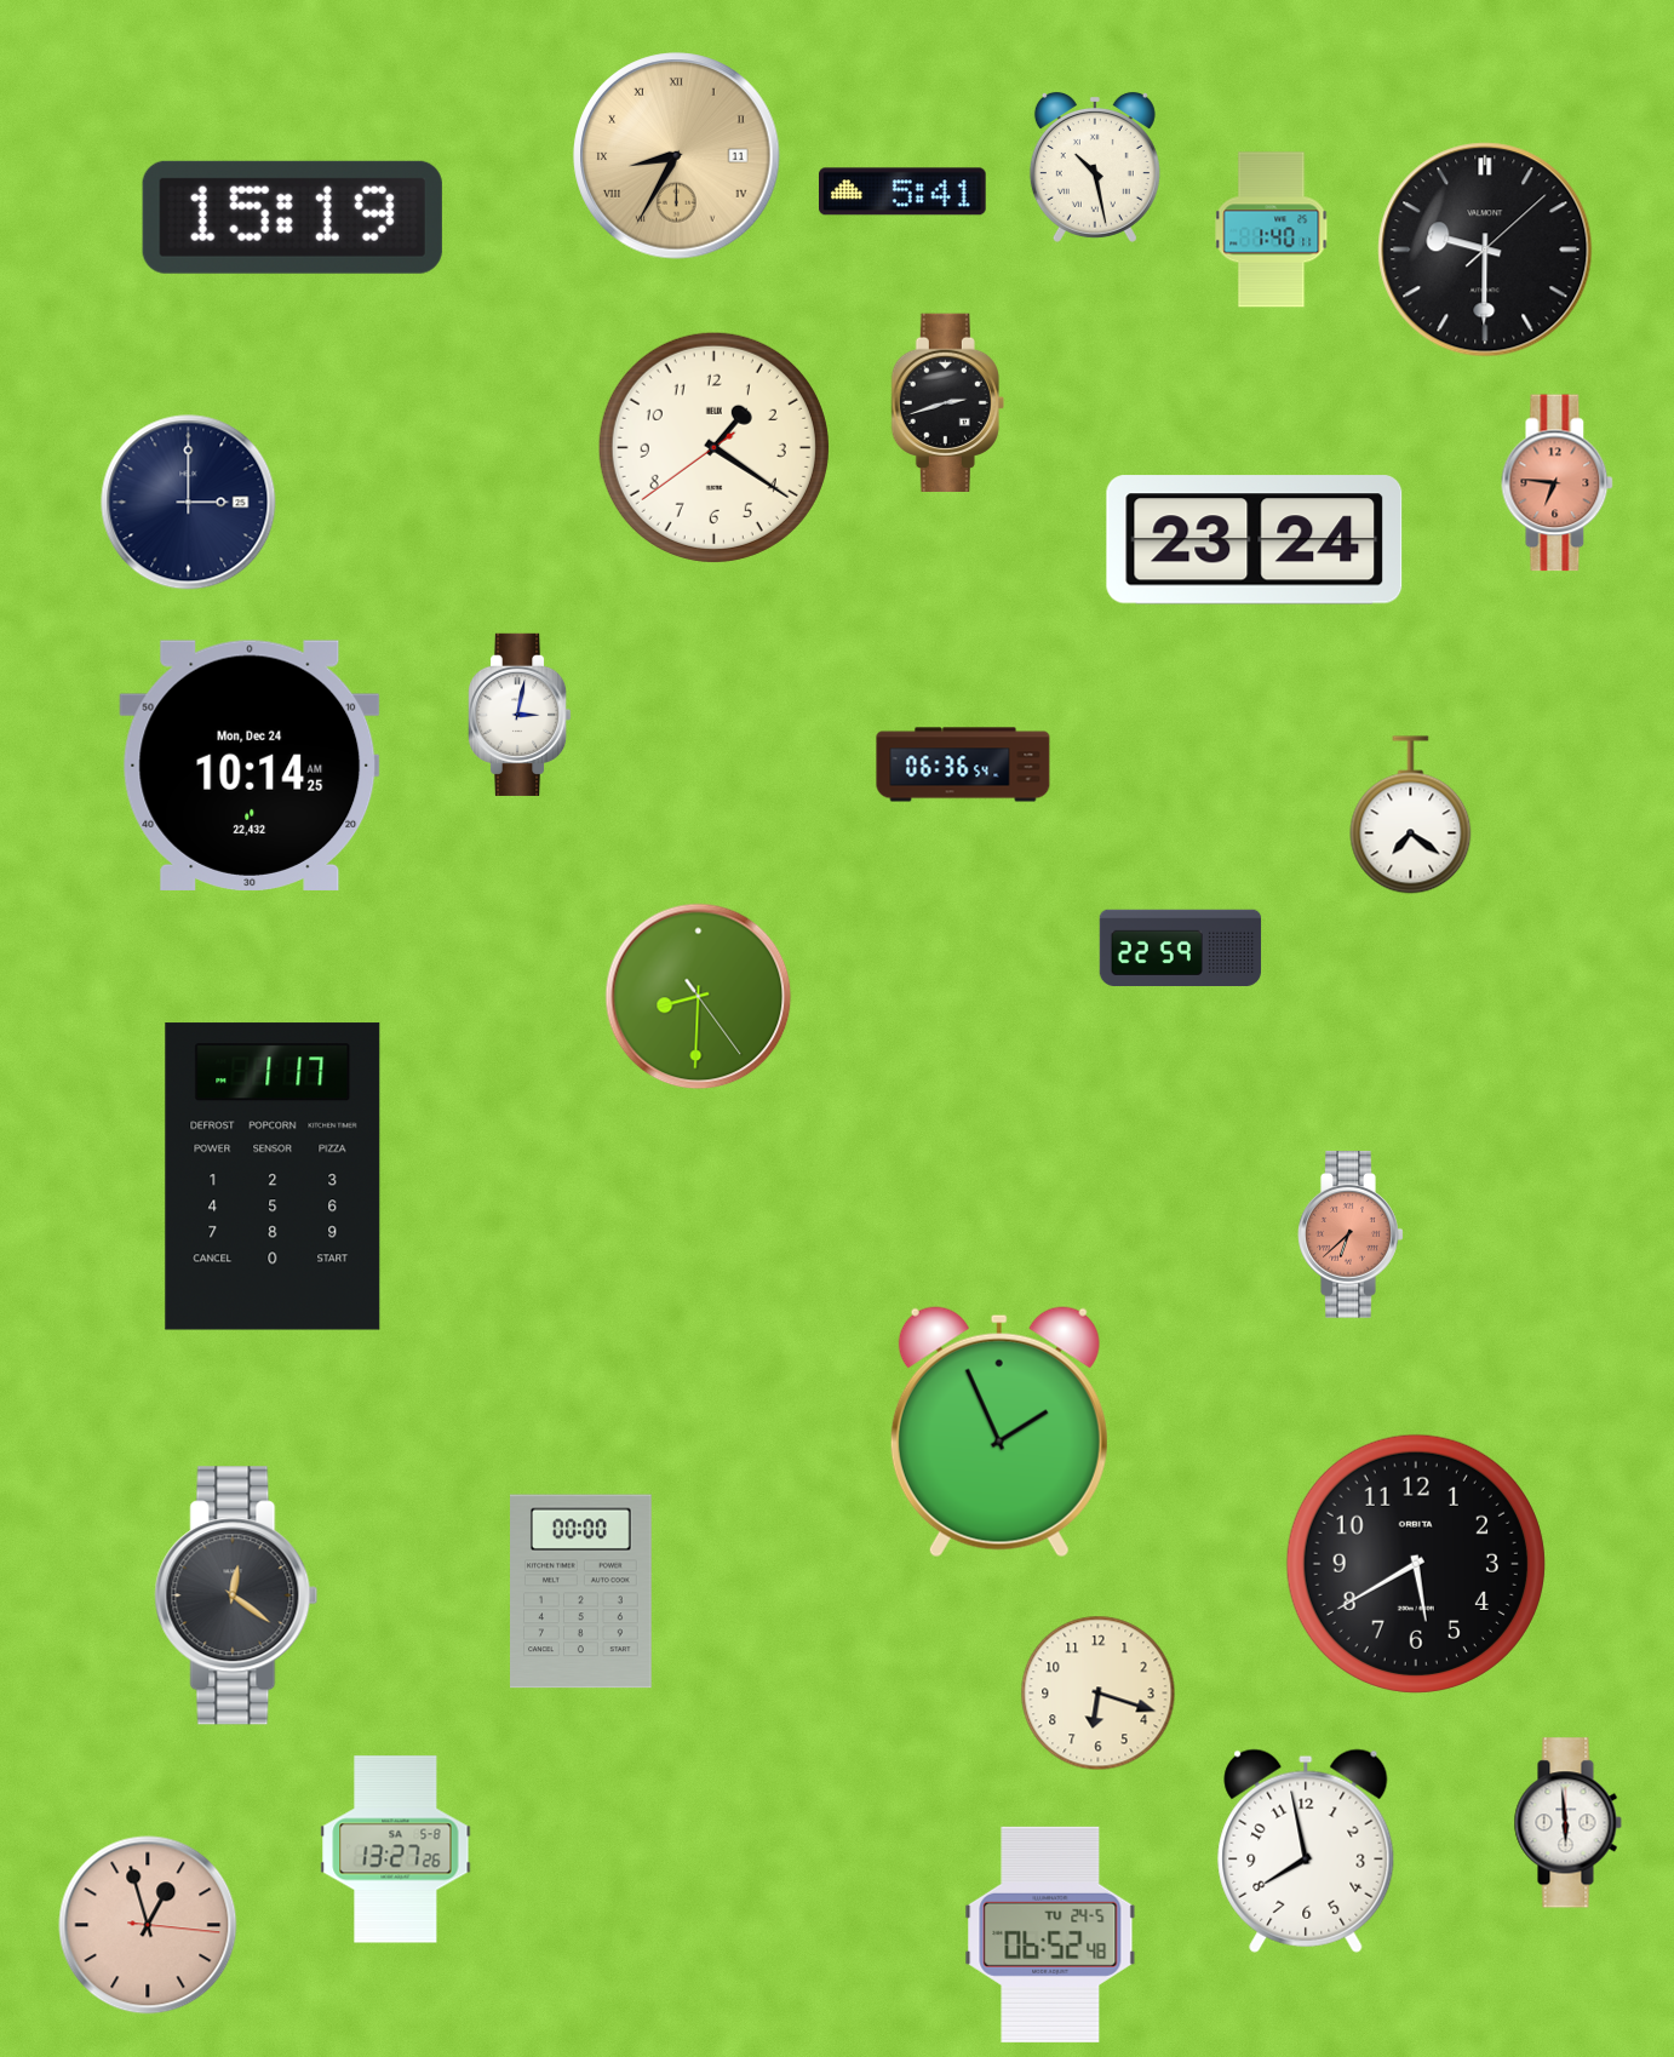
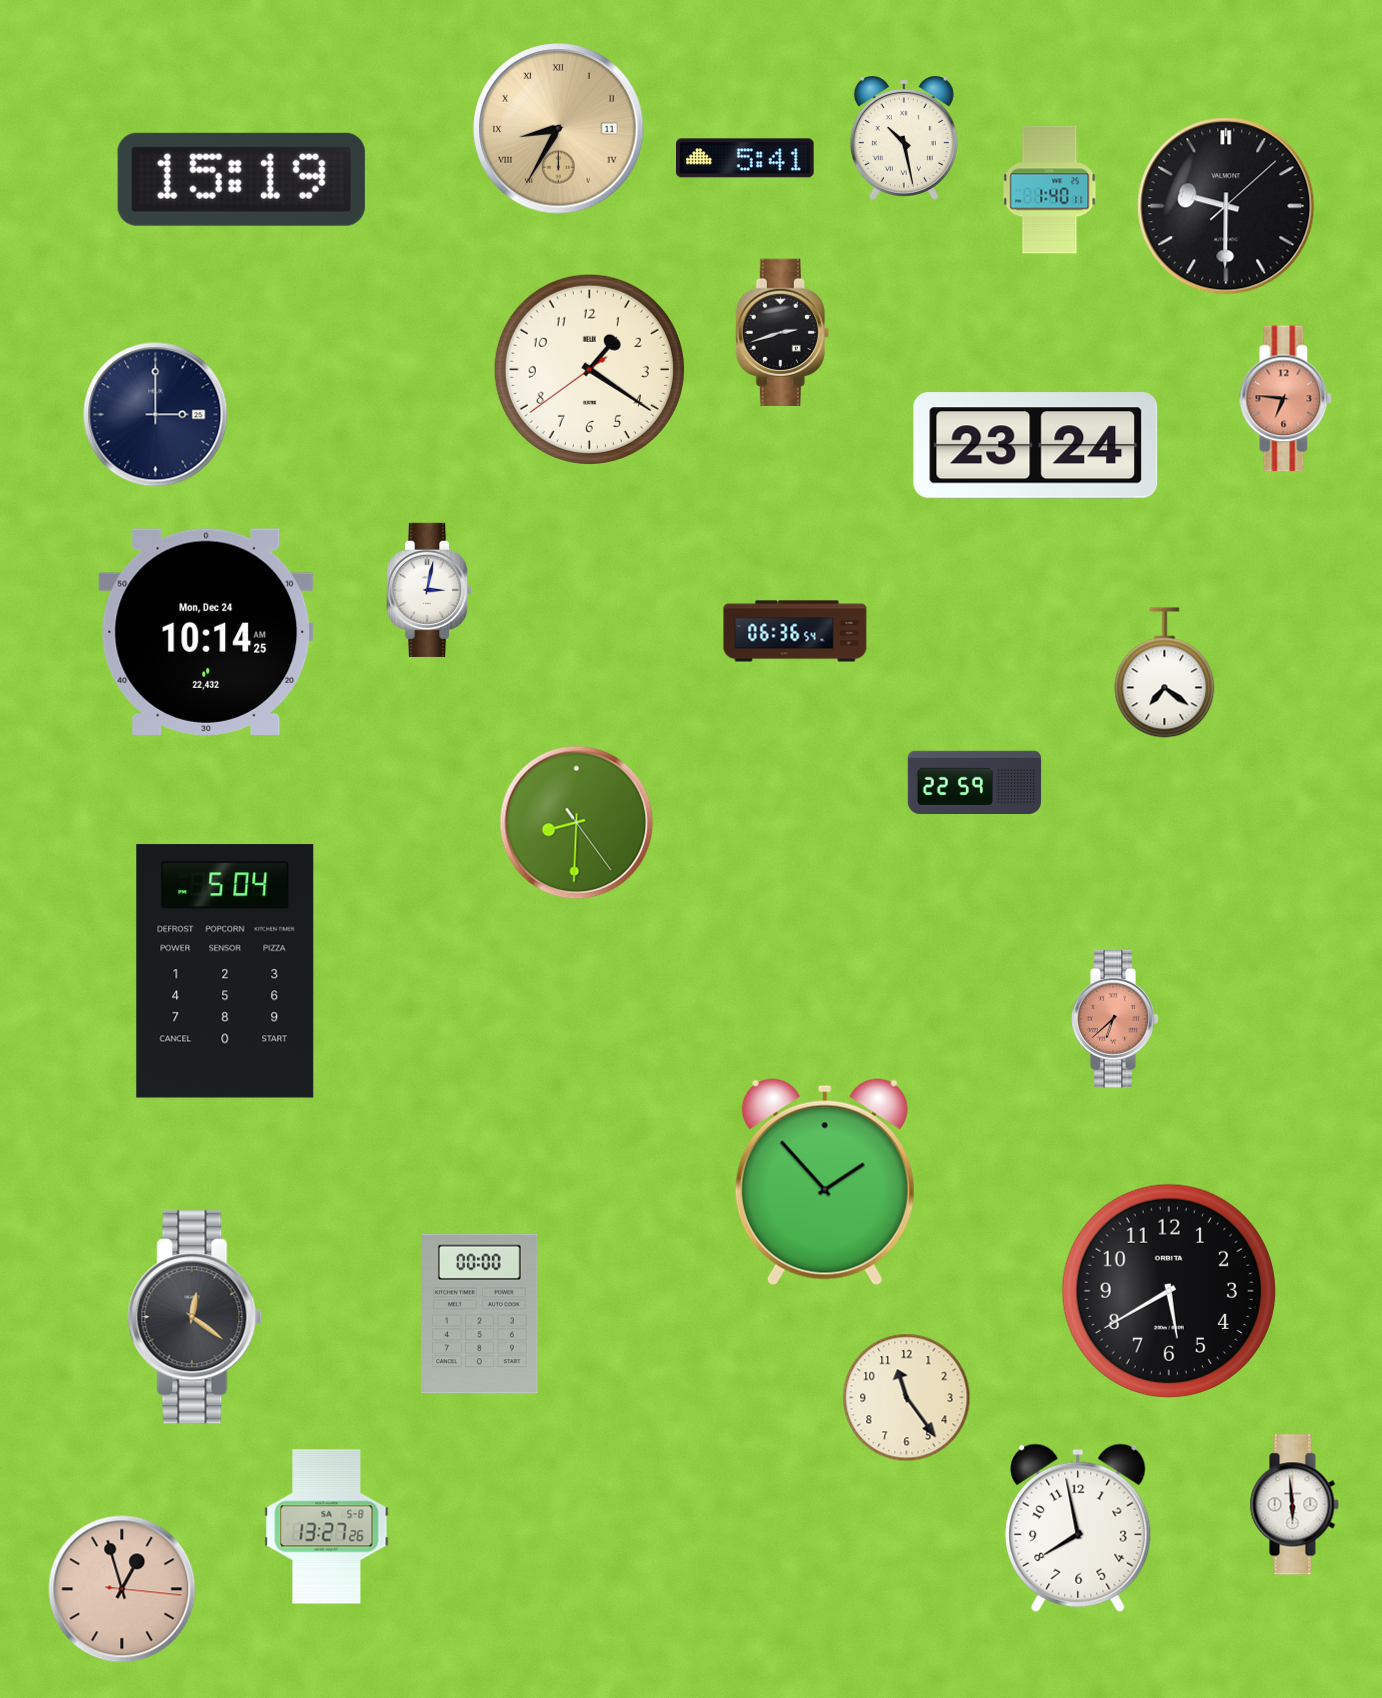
clock at (273, 1176): 1:17 -> 5:04
clock at (999, 1432): 1:56 -> 1:53
clock at (1099, 1694): 6:18 -> 11:24
clock at (1050, 1935): 06:52 -> none
